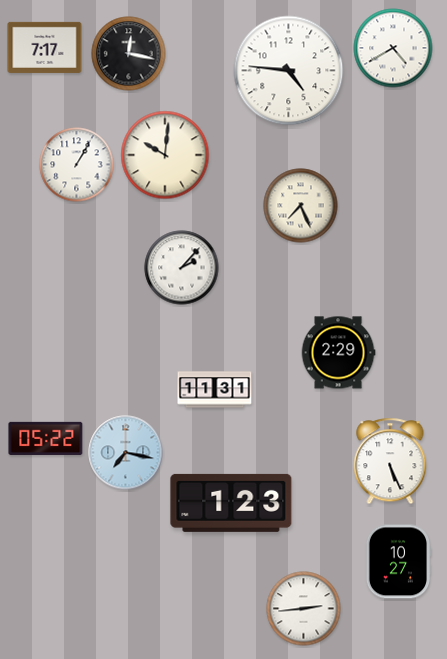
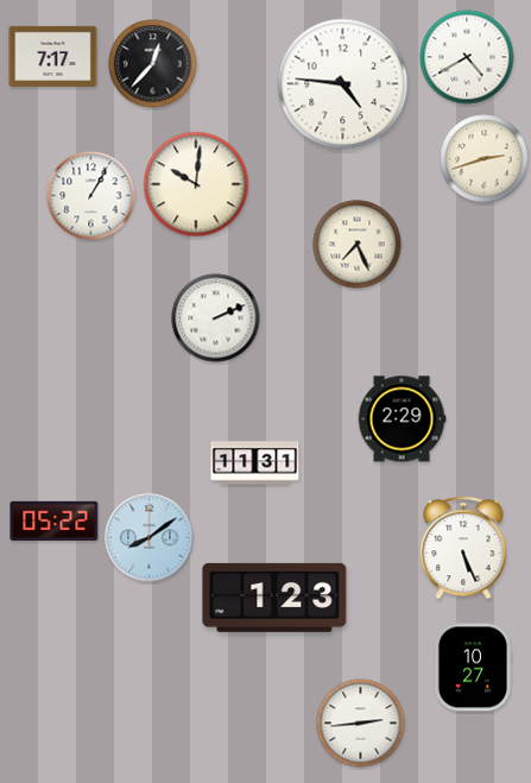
clock at (129, 54): 12:17 -> 12:37
clock at (485, 159): none -> 2:42
clock at (182, 268): 2:07 -> 2:11
clock at (126, 453): 7:17 -> 8:09
